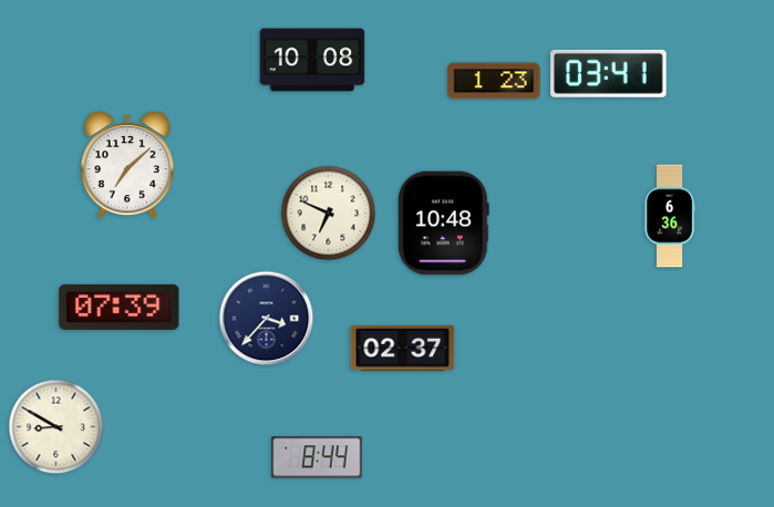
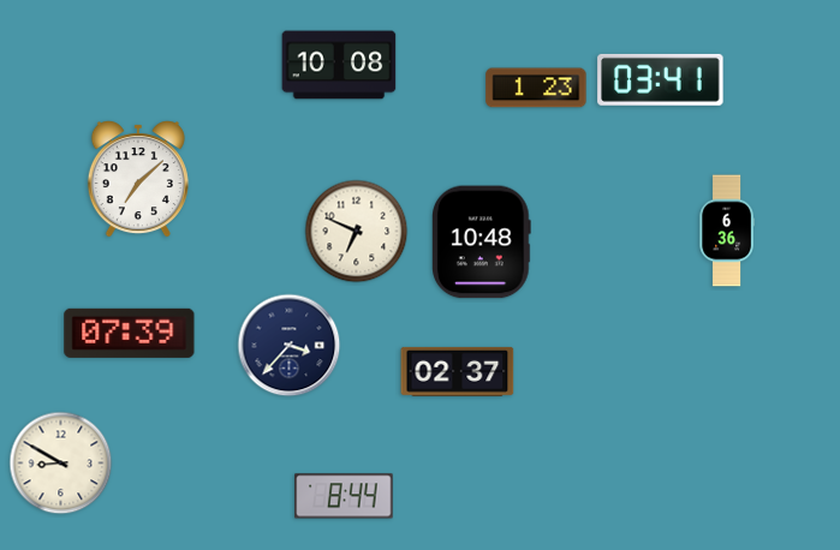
clock at (669, 216) position: (669, 216) -> (726, 231)
clock at (403, 348) position: (403, 348) -> (458, 371)
